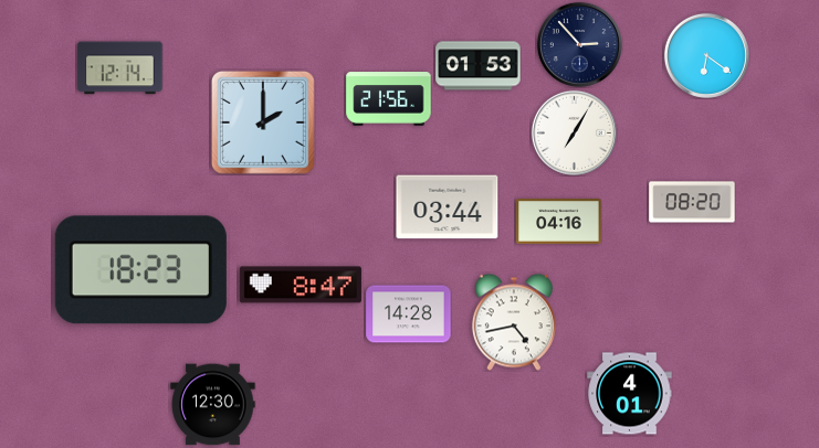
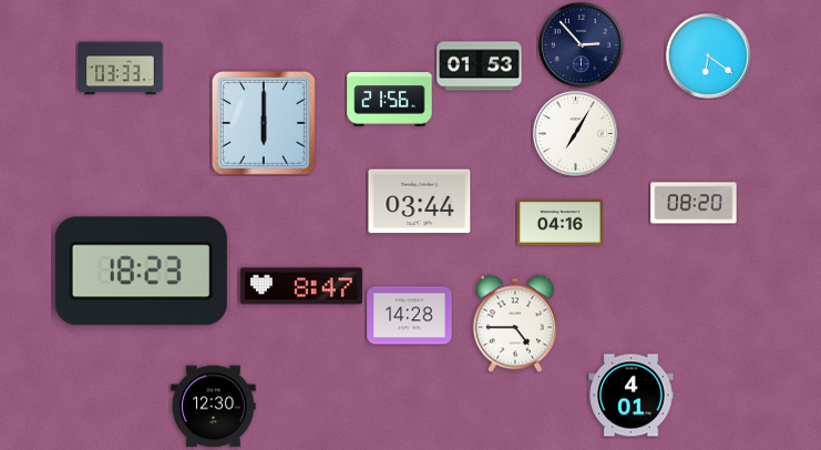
clock at (120, 68): 12:14 -> 03:33
clock at (263, 122): 2:00 -> 6:00
clock at (448, 207) position: (448, 207) -> (420, 202)
clock at (514, 322): 4:43 -> 4:45
